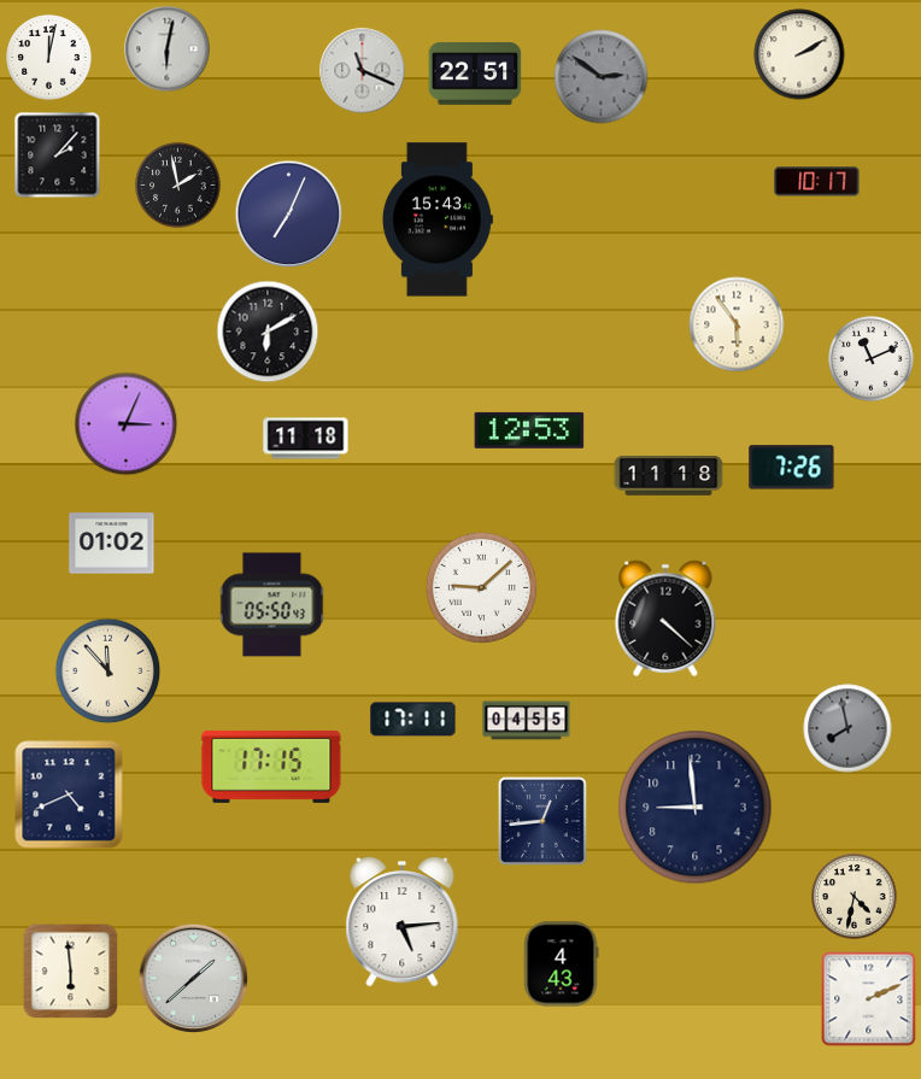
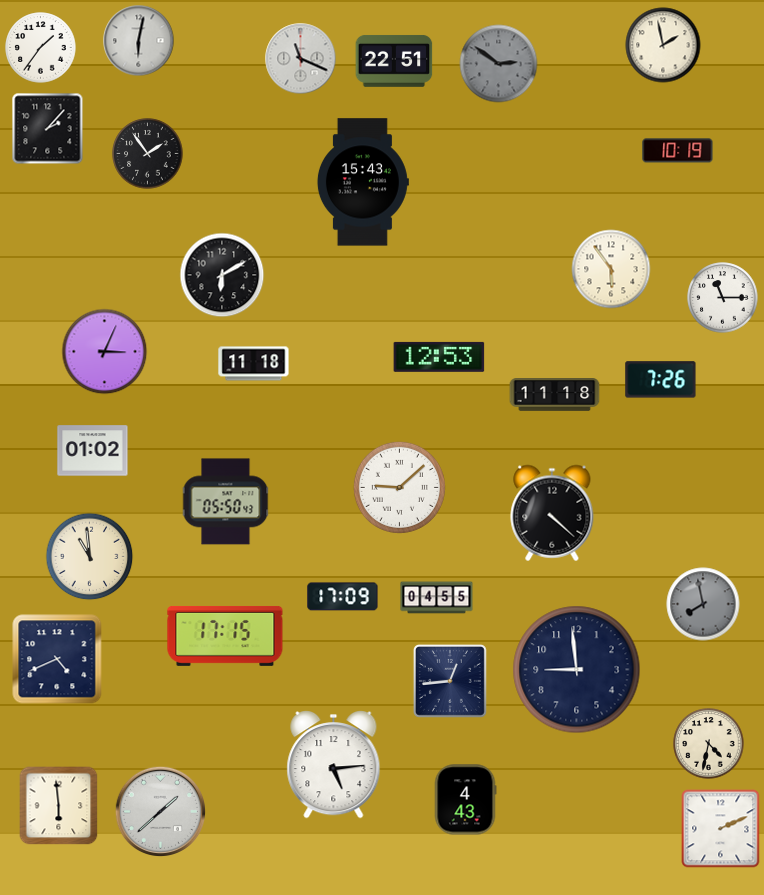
clock at (799, 54): 2:10 -> 1:58
clock at (49, 58): 12:02 -> 1:36
clock at (817, 182): 10:17 -> 10:19
clock at (178, 186): 1:58 -> 1:54
clock at (289, 215): 7:04 -> none
clock at (872, 359): 11:11 -> 11:15
clock at (792, 468) position: (792, 468) -> (661, 380)
clock at (108, 672): 11:53 -> 10:59
clock at (413, 720): 17:11 -> 17:09
